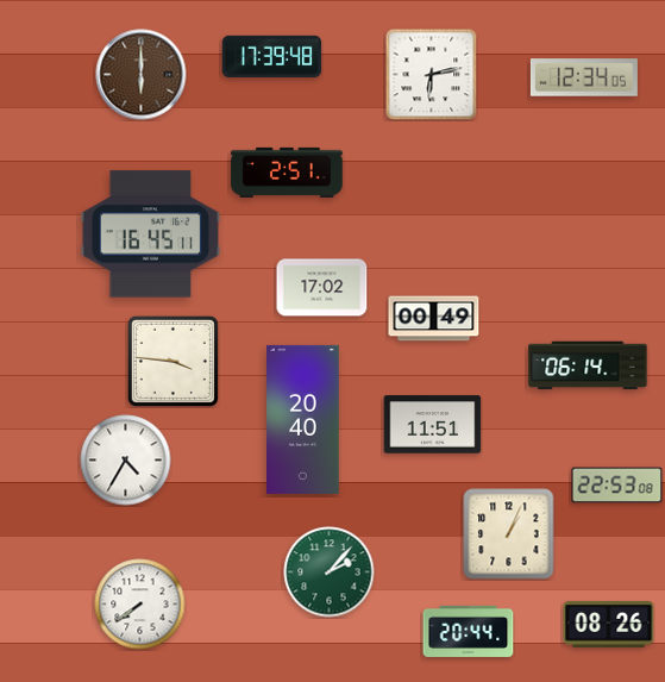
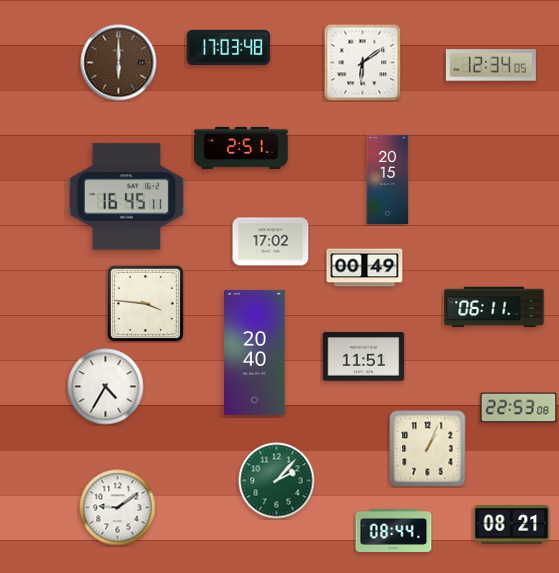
clock at (272, 56): 17:39 -> 17:03
clock at (431, 74): 6:13 -> 6:09
clock at (287, 173) position: (287, 173) -> (241, 148)
clock at (388, 179): none -> 20:15
clock at (588, 365): 06:14 -> 06:11
clock at (140, 605): 7:39 -> 9:09
clock at (609, 624): 08:26 -> 08:21
clock at (469, 631): 20:44 -> 08:44
